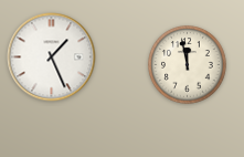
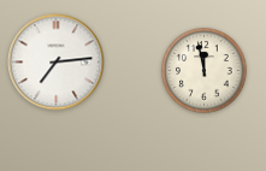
clock at (52, 57): 1:26 -> 7:14
